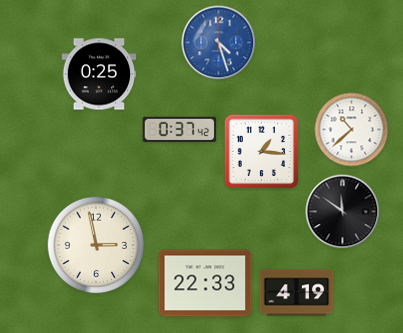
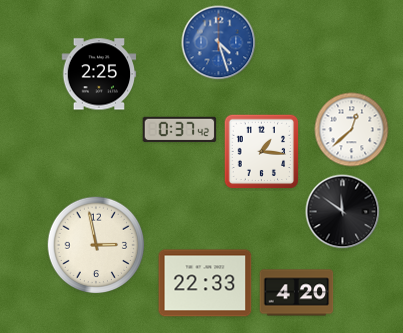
clock at (99, 74): 0:25 -> 2:25
clock at (352, 130): 10:38 -> 12:38
clock at (297, 293): 4:19 -> 4:20
